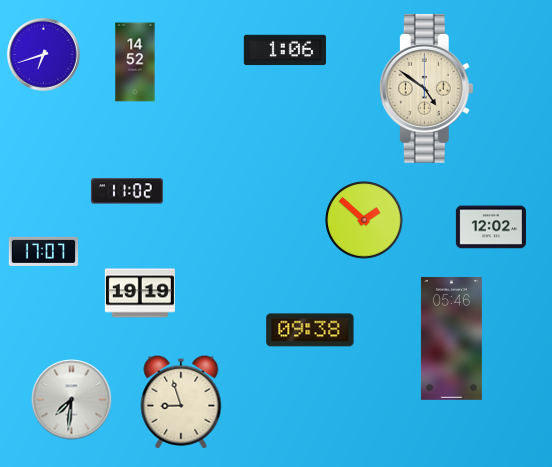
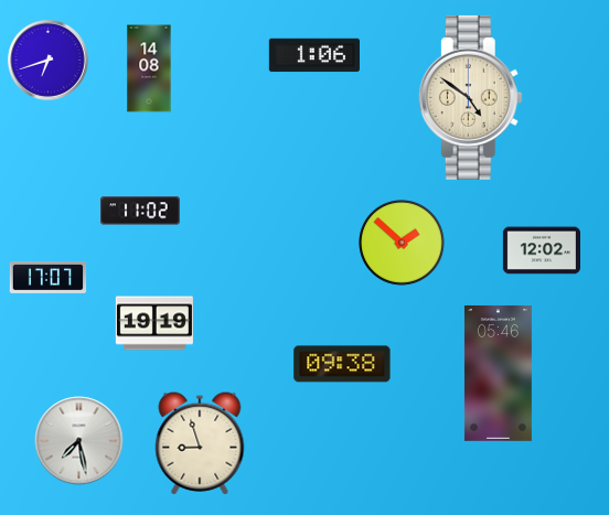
clock at (135, 62): 14:52 -> 14:08
clock at (72, 400): 7:31 -> 7:28
